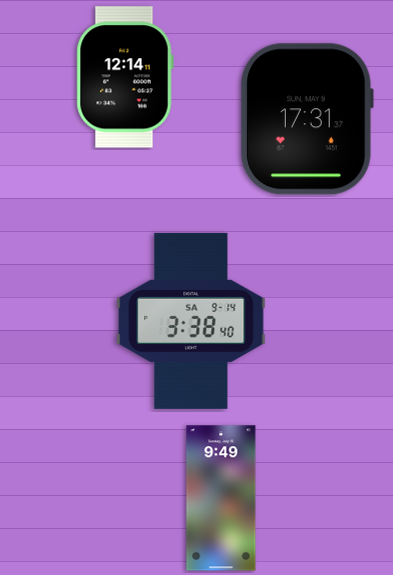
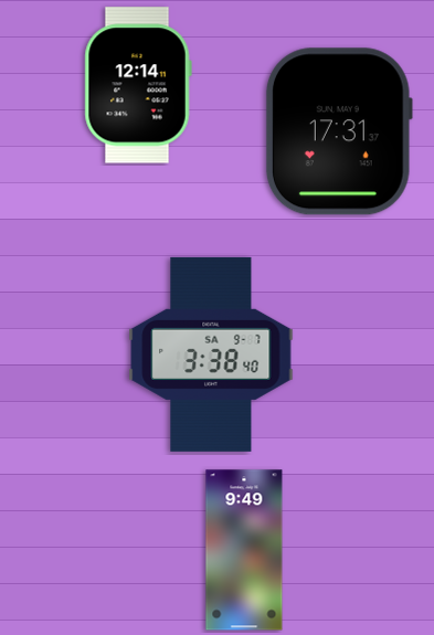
clock at (191, 321) date: SA 9-14 -> SA 9-7
